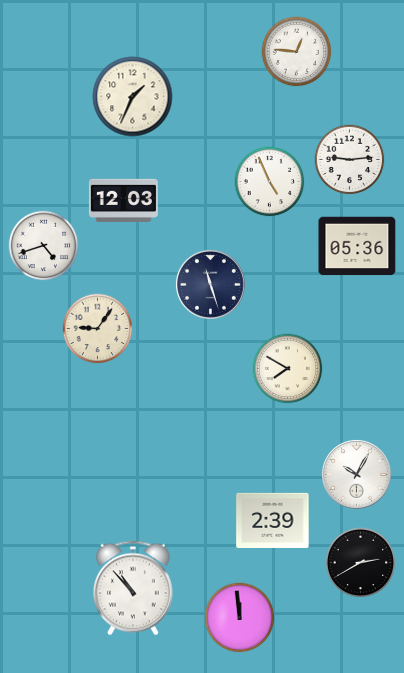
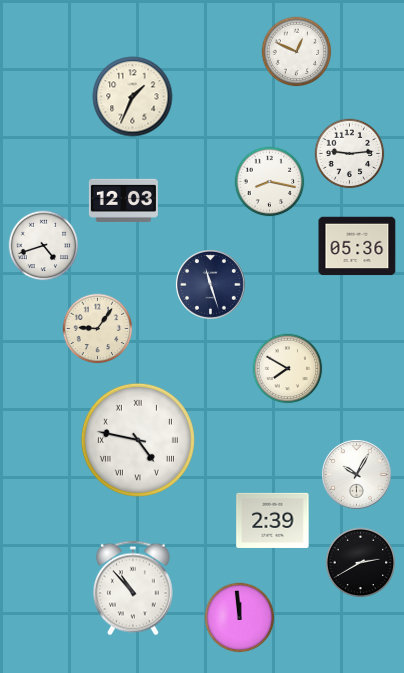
clock at (297, 52): 12:46 -> 12:49
clock at (350, 160) position: (350, 160) -> (350, 154)
clock at (270, 182): 4:56 -> 8:17
clock at (138, 440): none -> 4:47
